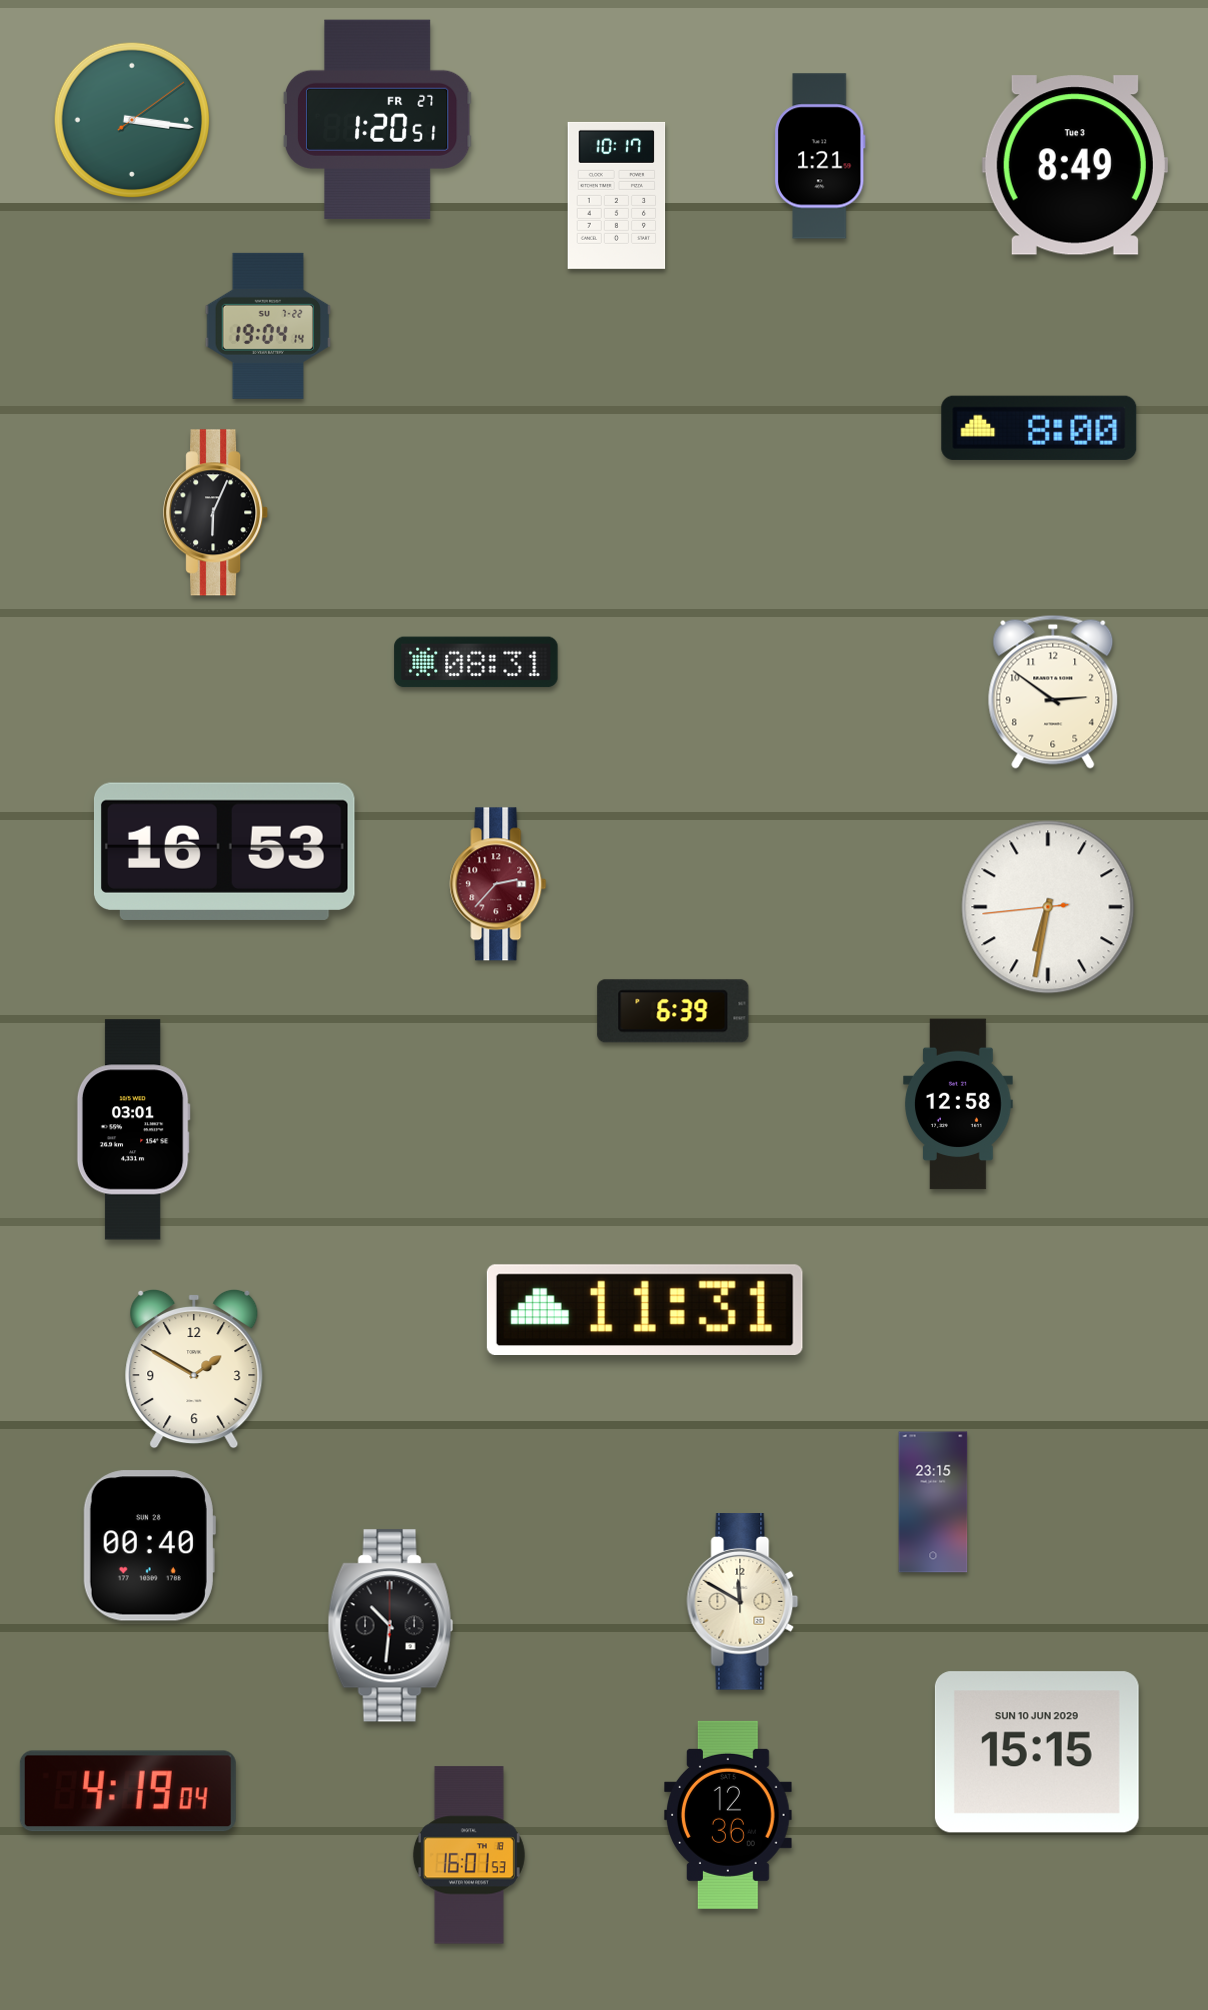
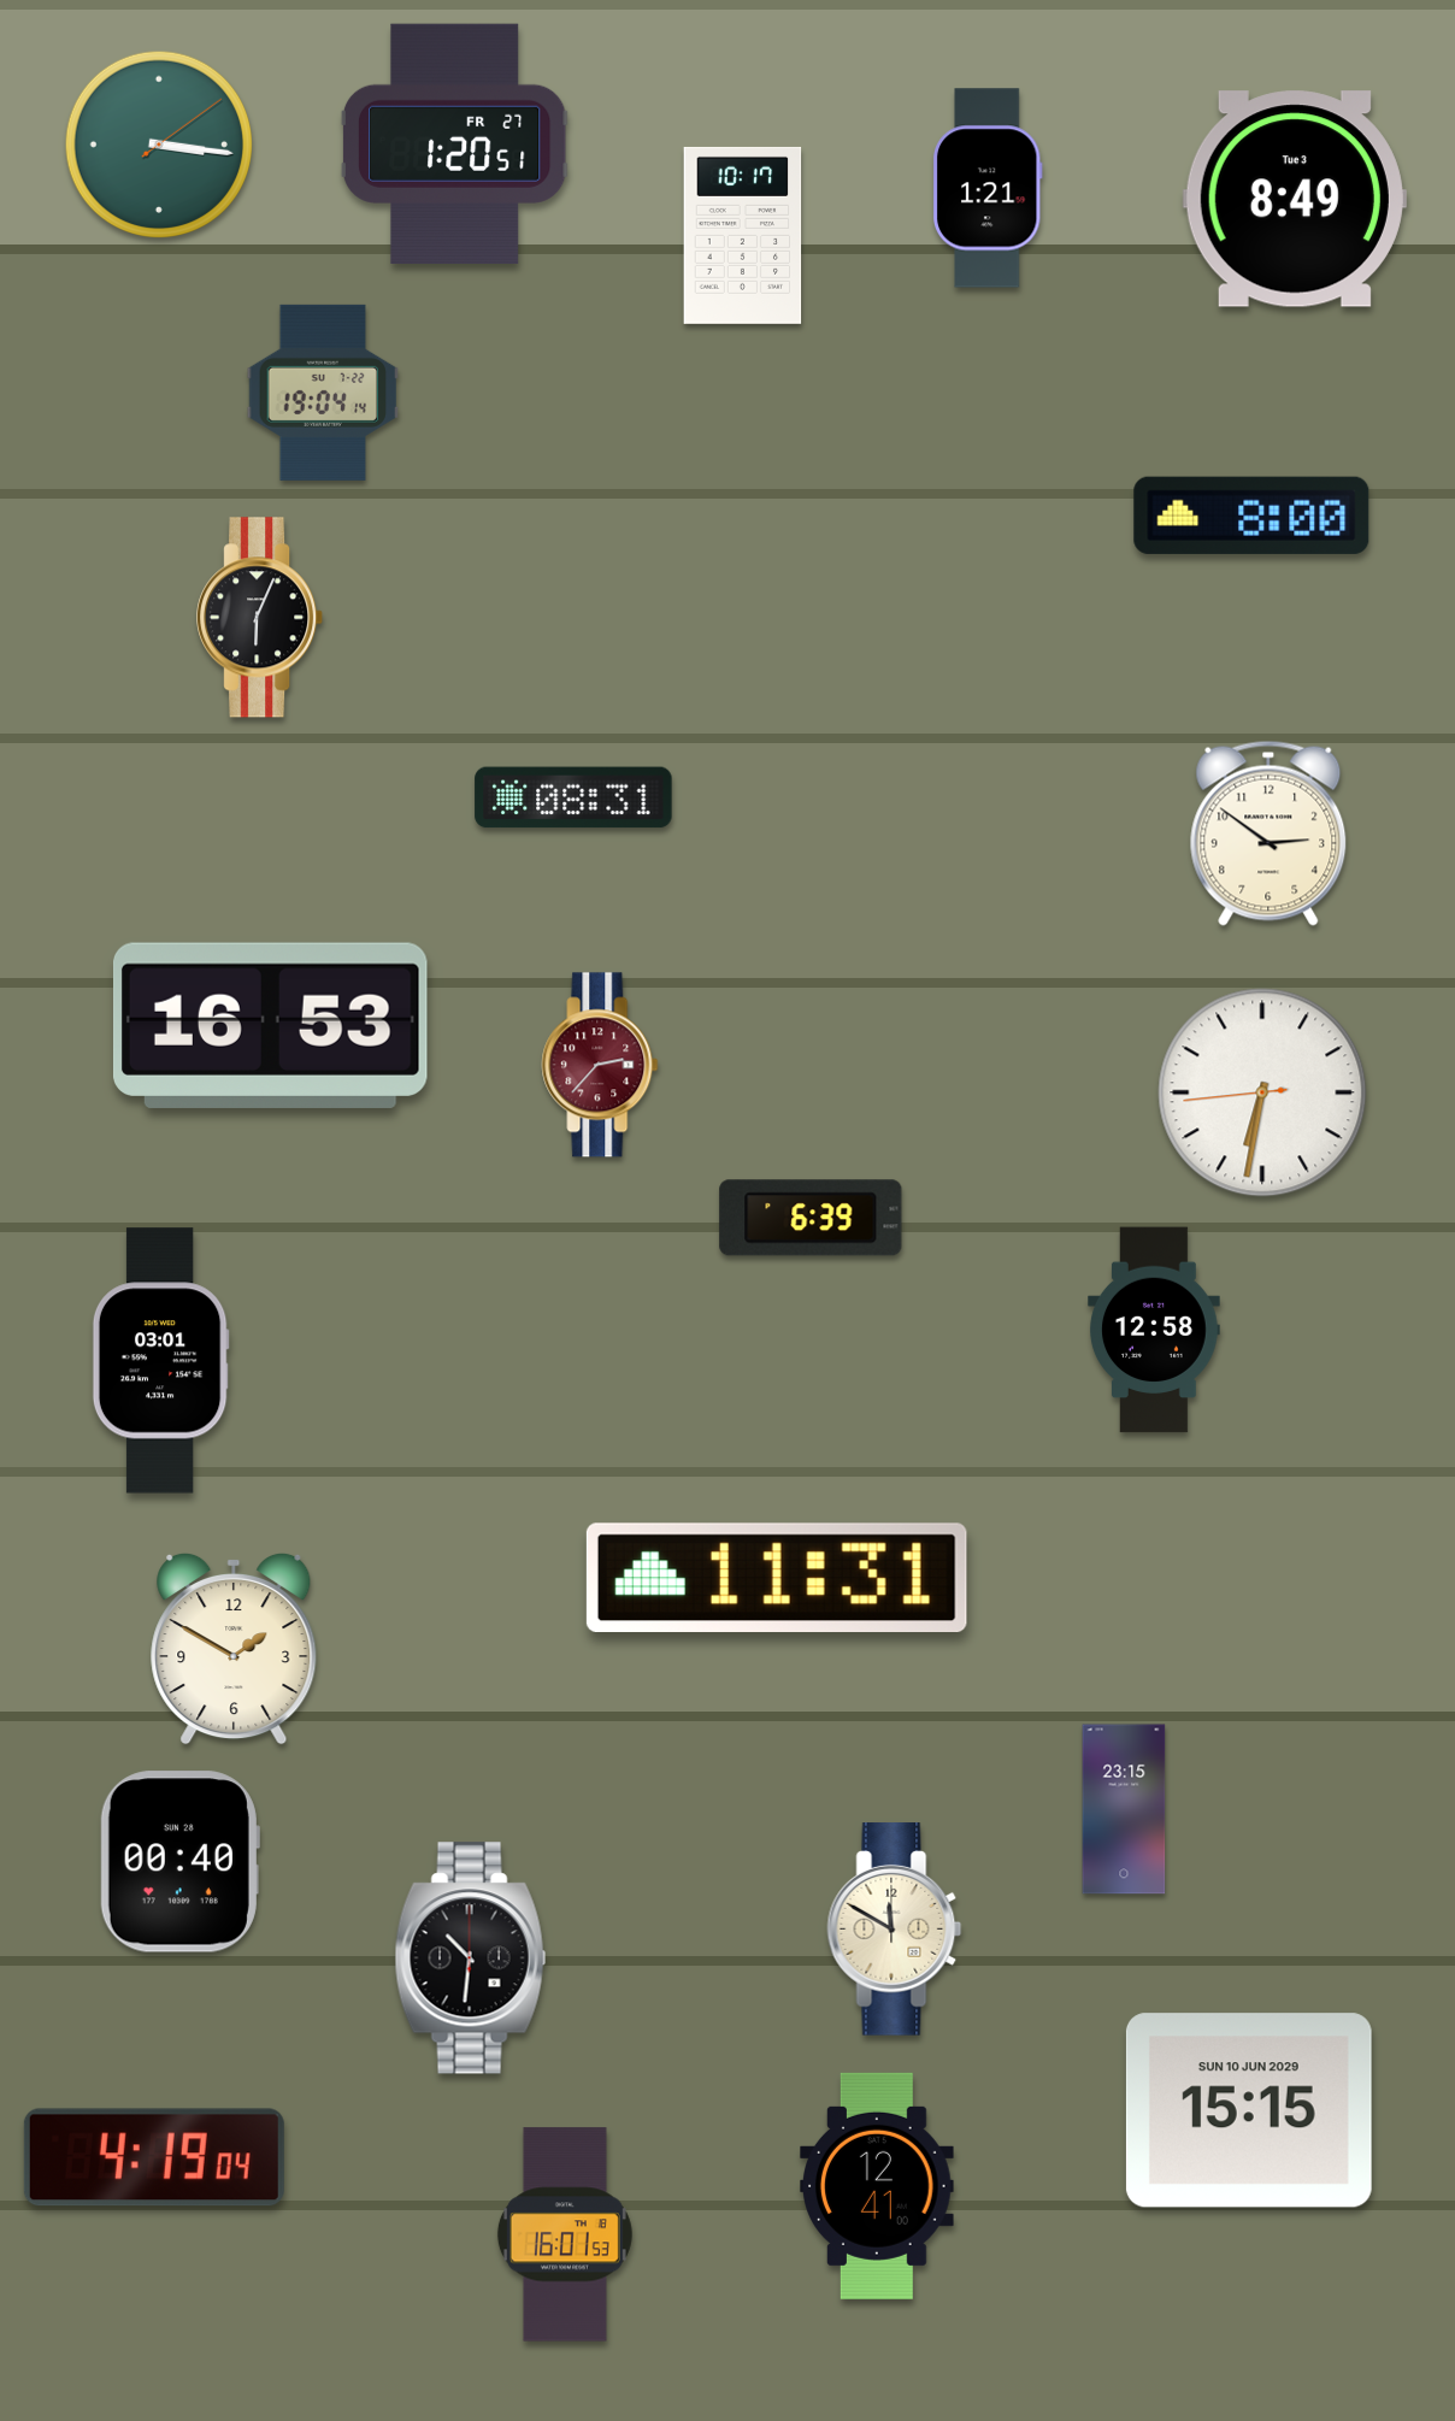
clock at (729, 1815): 12:36 -> 12:41
